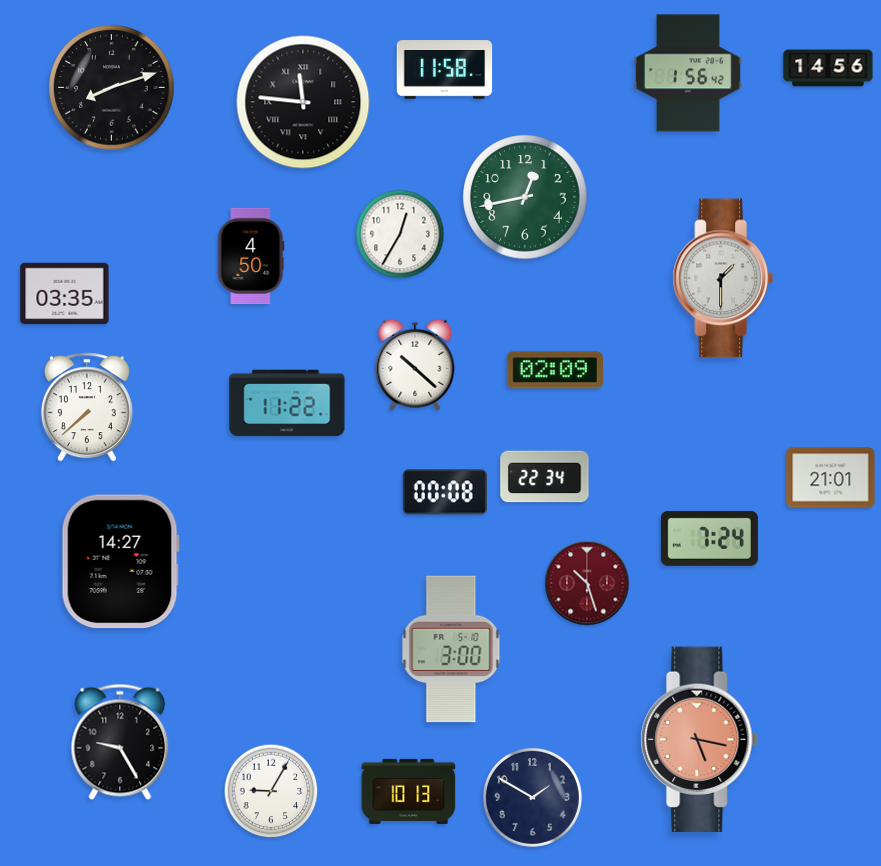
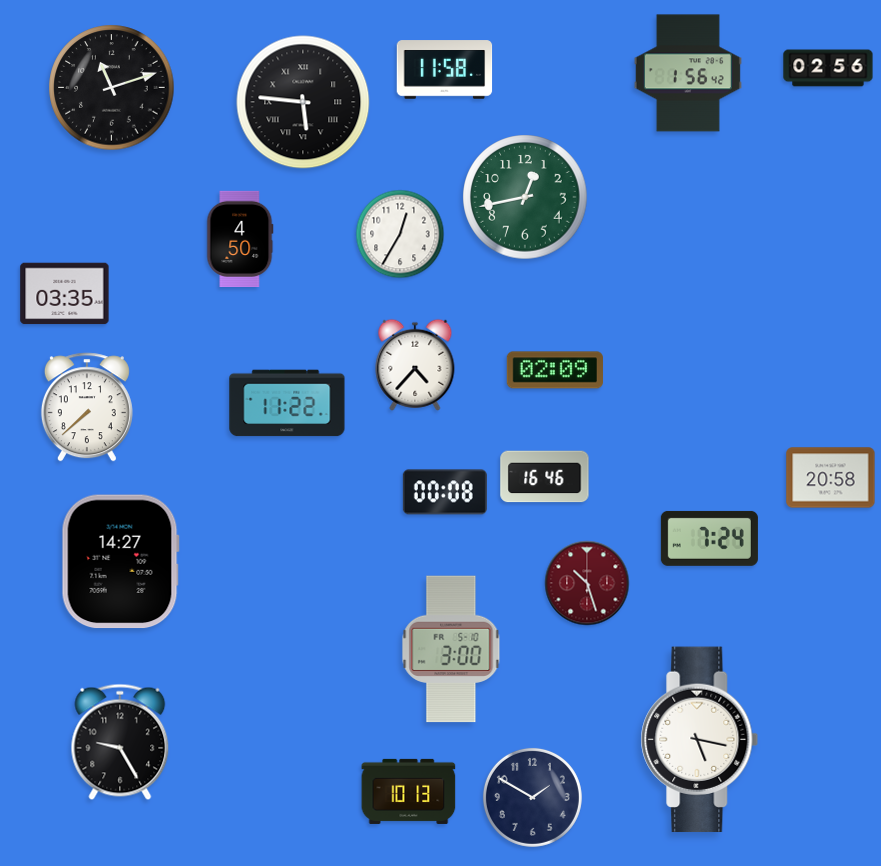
clock at (828, 68): 14:56 -> 02:56
clock at (112, 88): 8:12 -> 11:12
clock at (303, 102): 11:46 -> 5:46
clock at (251, 255) position: (251, 255) -> (240, 238)
clock at (723, 278): 1:30 -> none
clock at (415, 365): 10:22 -> 4:37
clock at (545, 477): 22:34 -> 16:46
clock at (831, 478): 21:01 -> 20:58
clock at (700, 740) dial: salmon -> white
clock at (271, 791): 9:05 -> none
